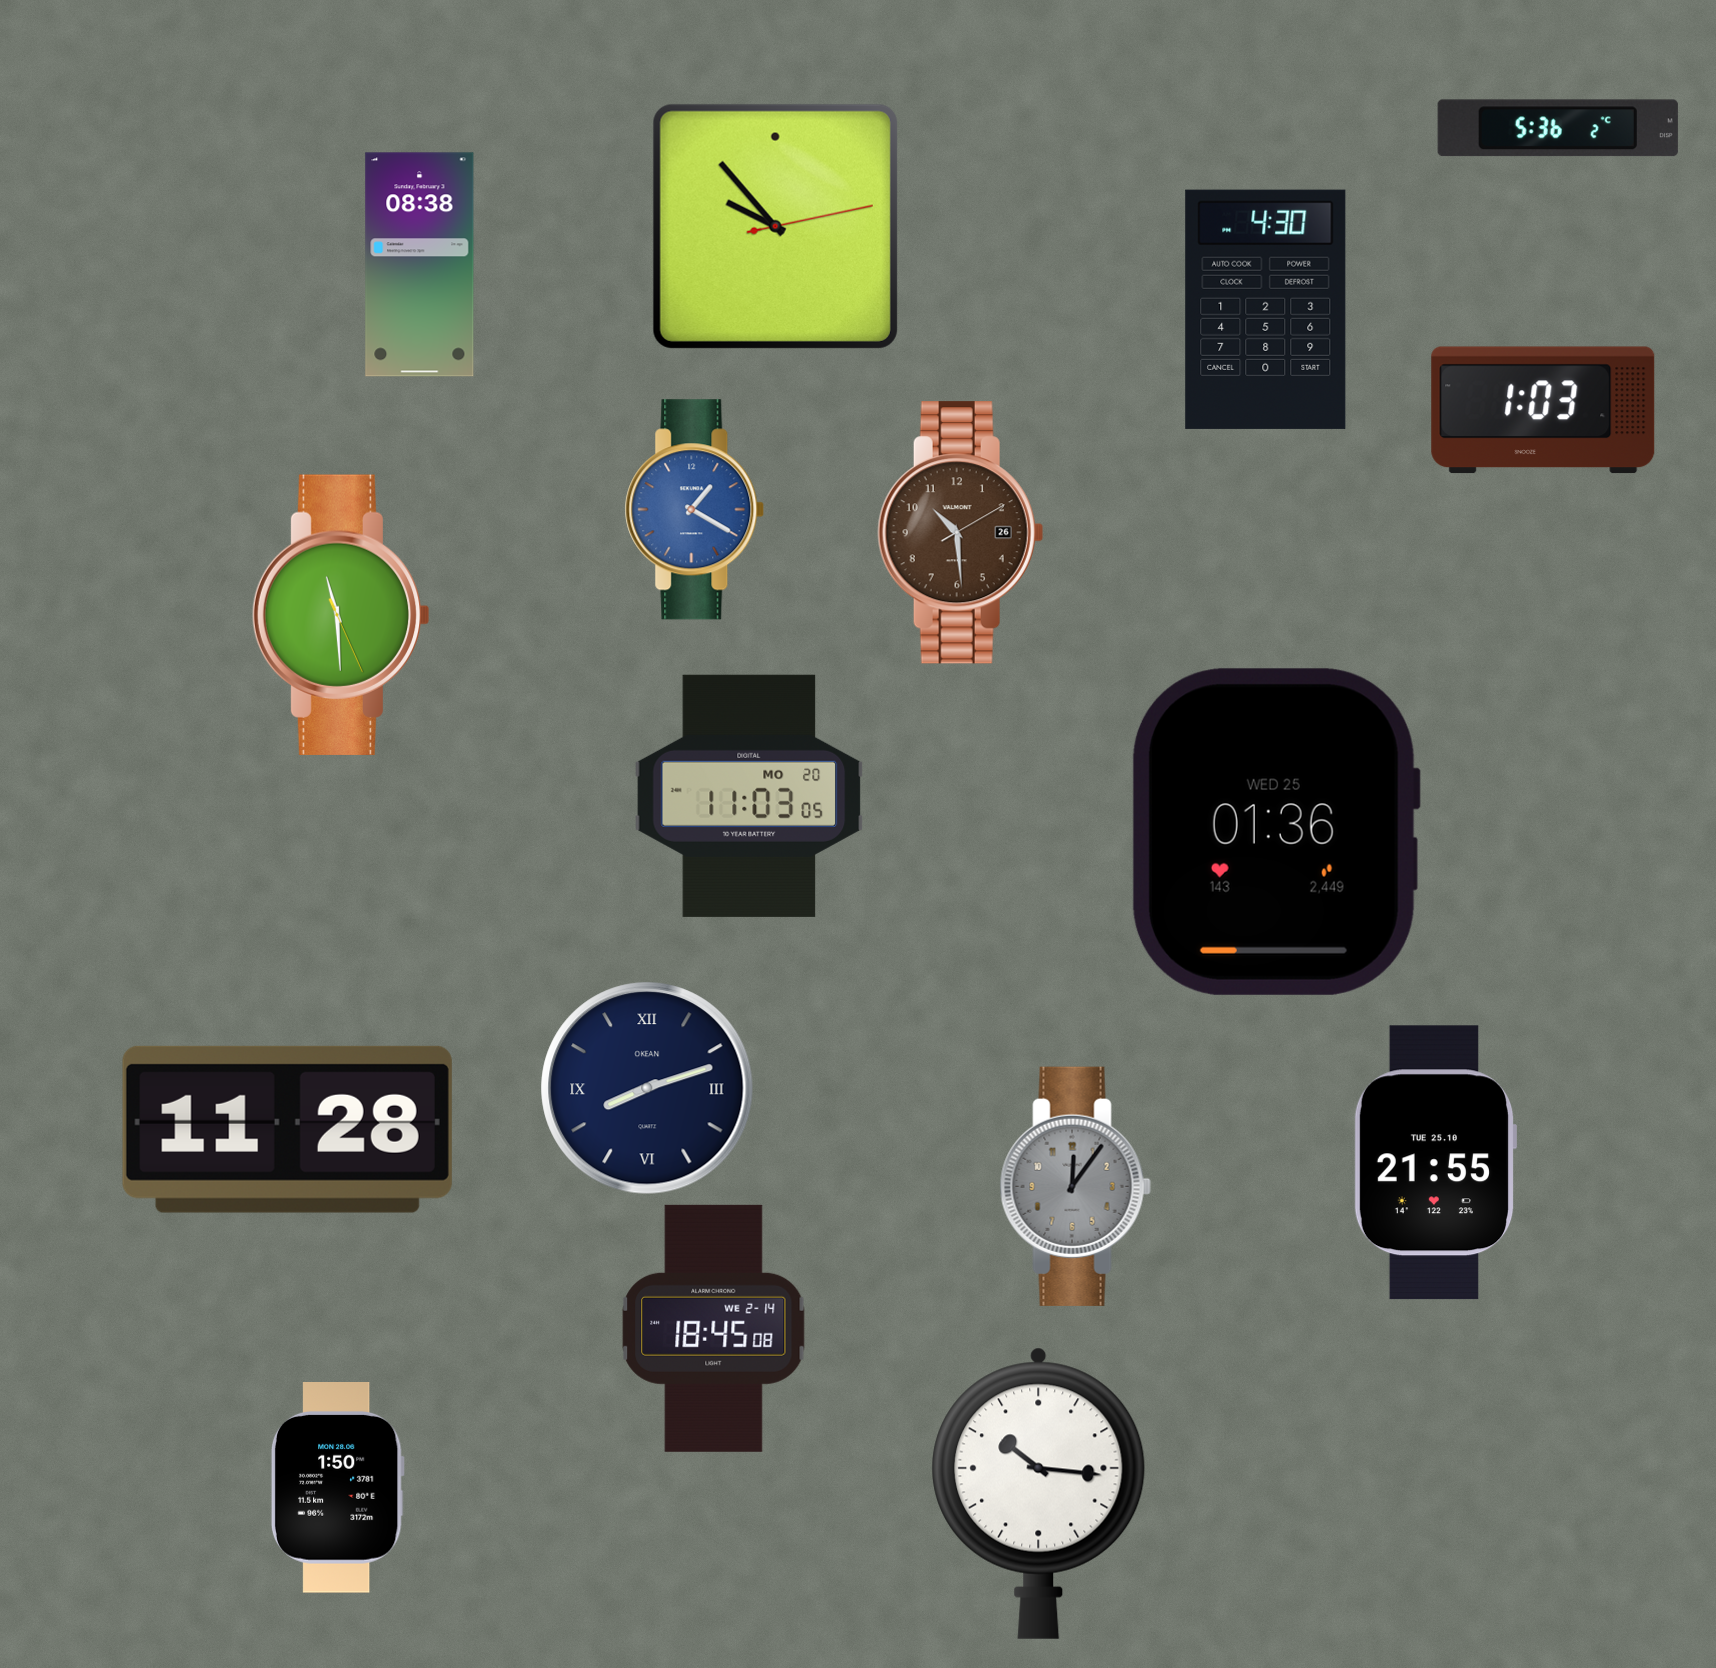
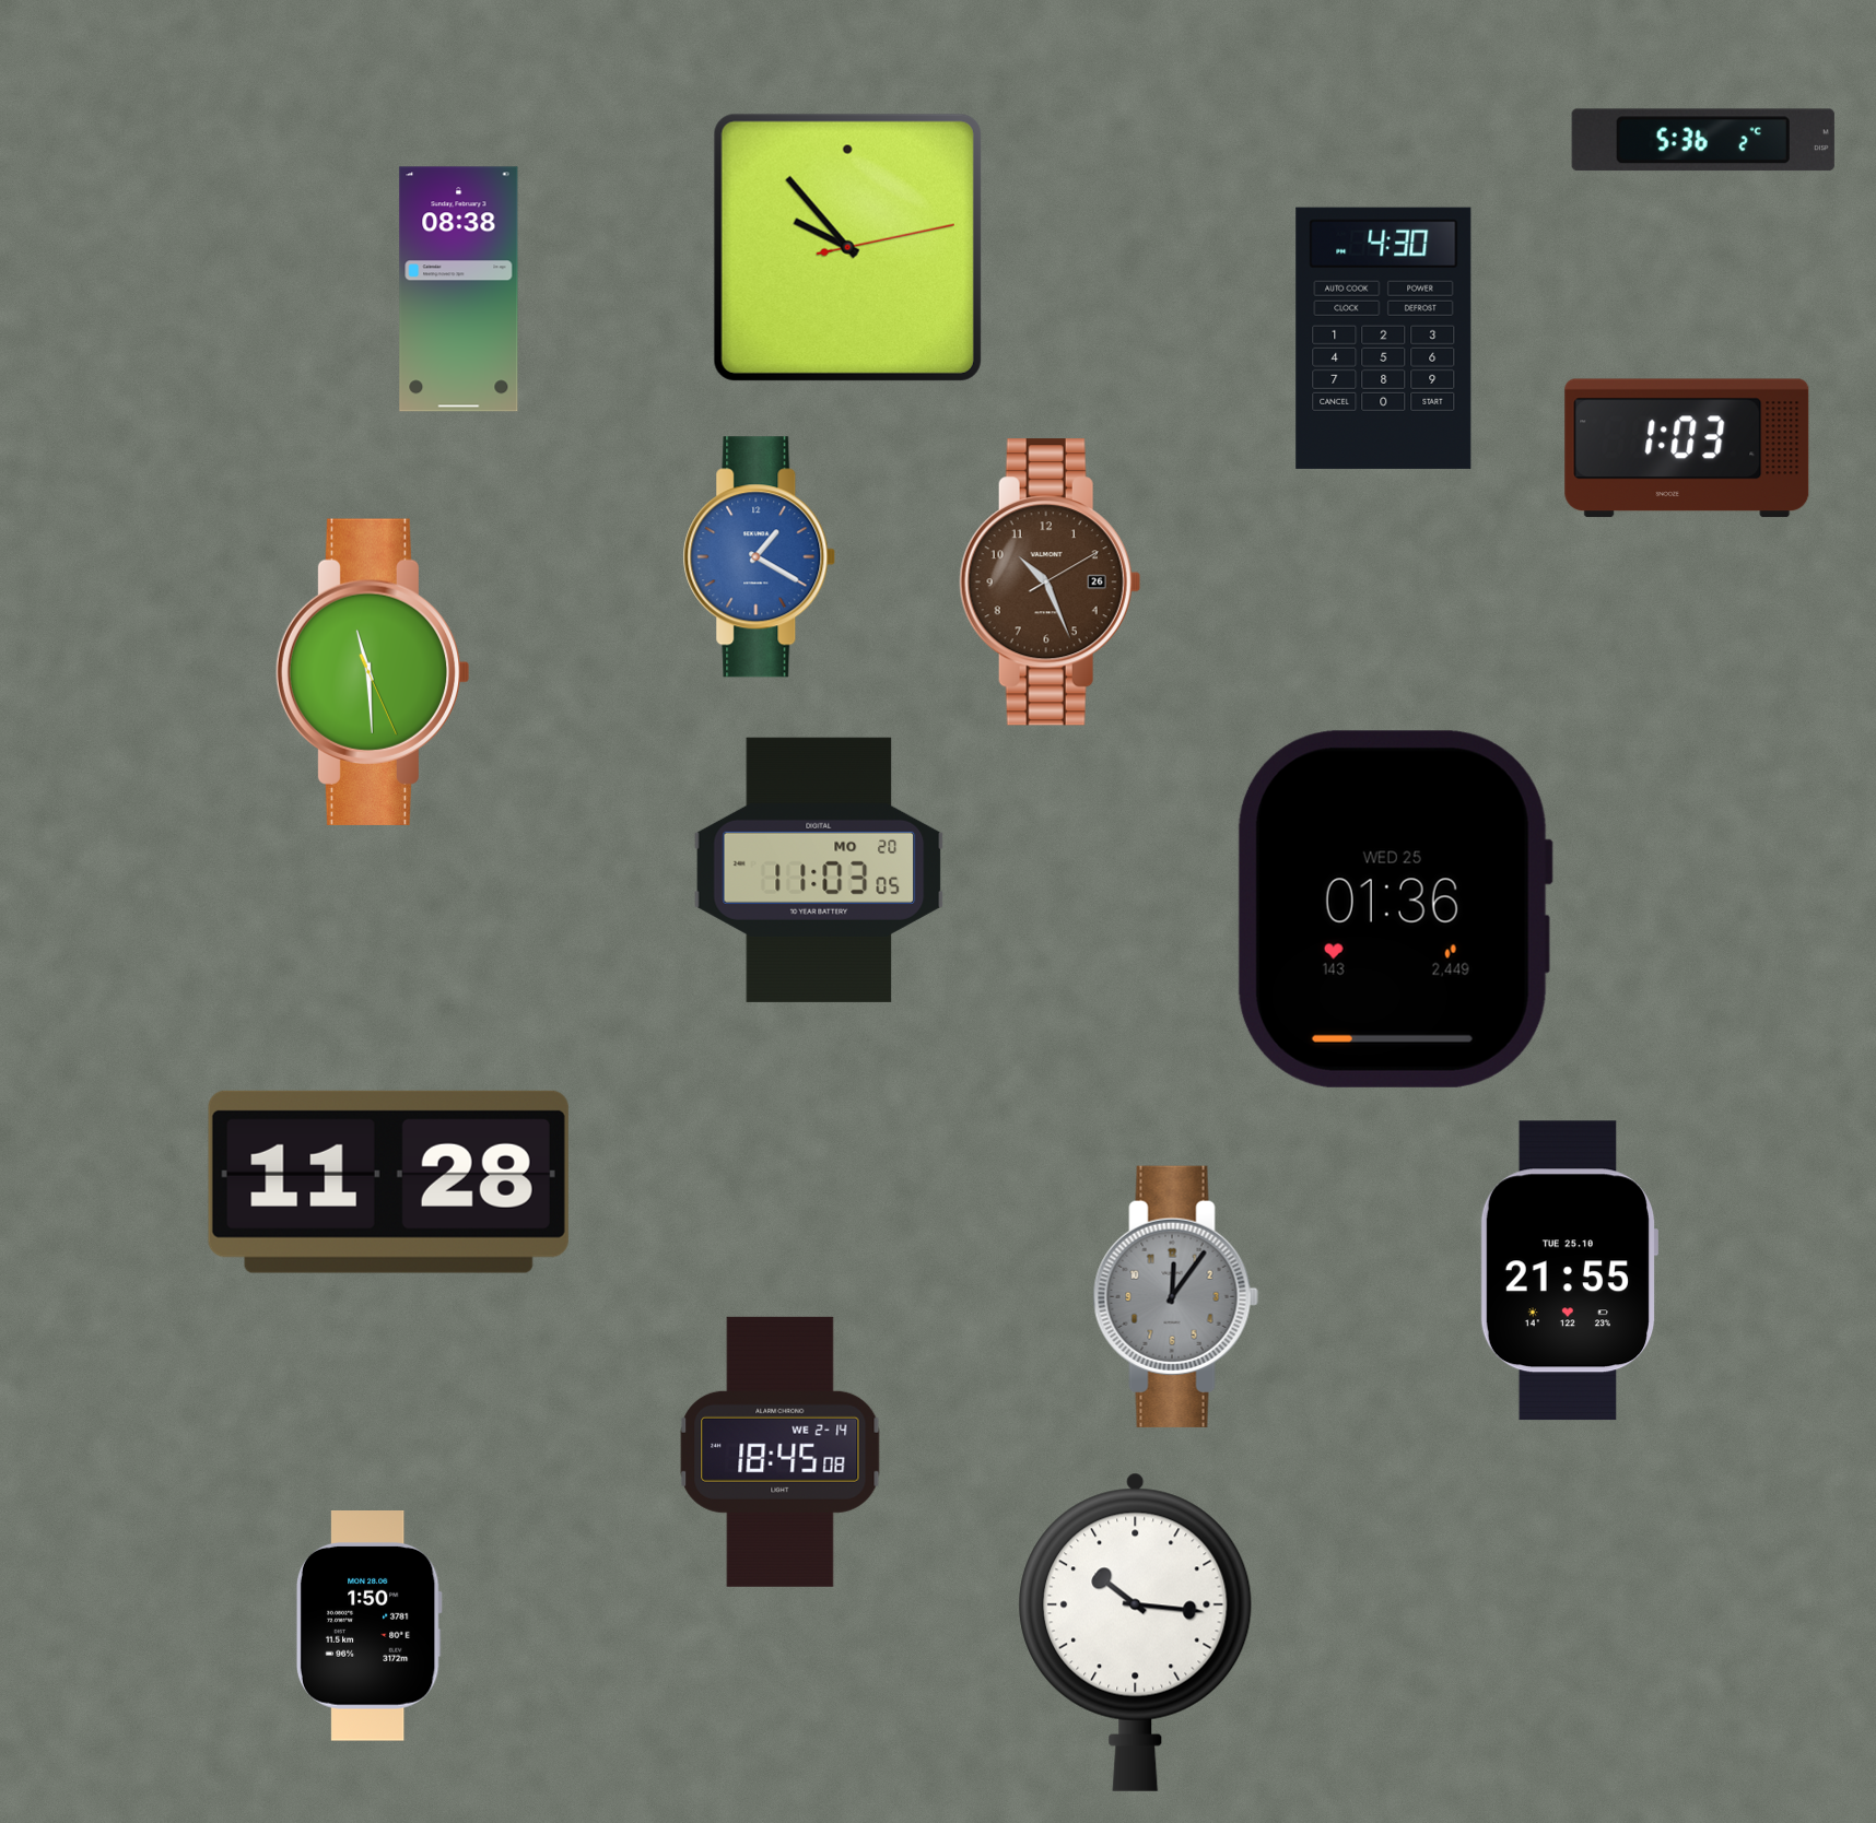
clock at (960, 533): 10:29 -> 10:26
clock at (647, 1088): 8:12 -> none
clock at (287, 1129) position: (287, 1129) -> (388, 1181)
